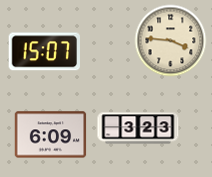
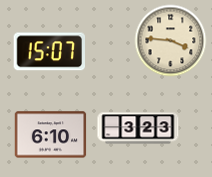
clock at (44, 52) position: (44, 52) -> (49, 52)
clock at (51, 135): 6:09 -> 6:10
